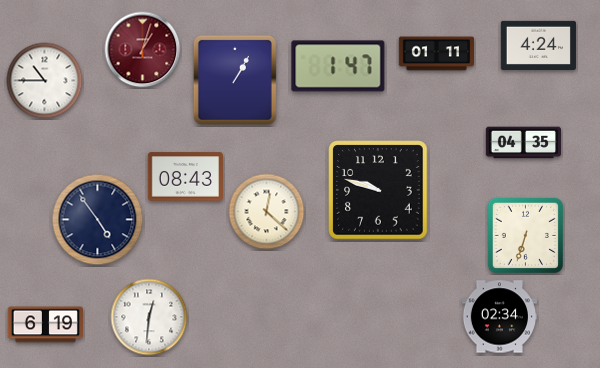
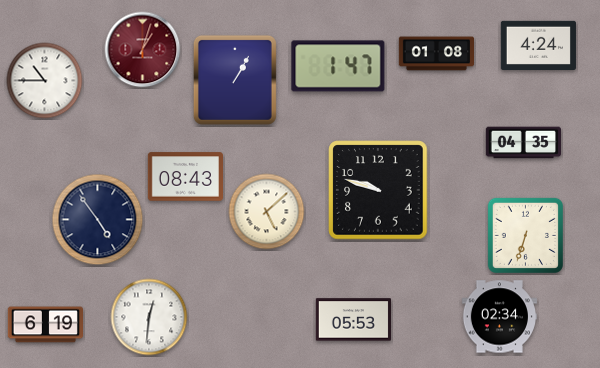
clock at (436, 54): 01:11 -> 01:08
clock at (267, 212): 12:22 -> 5:08
clock at (353, 320): none -> 05:53
